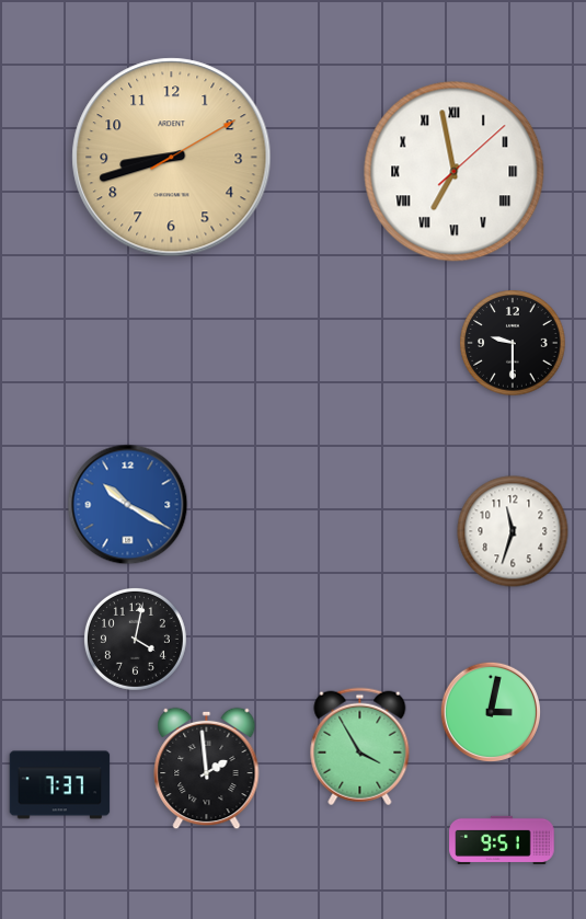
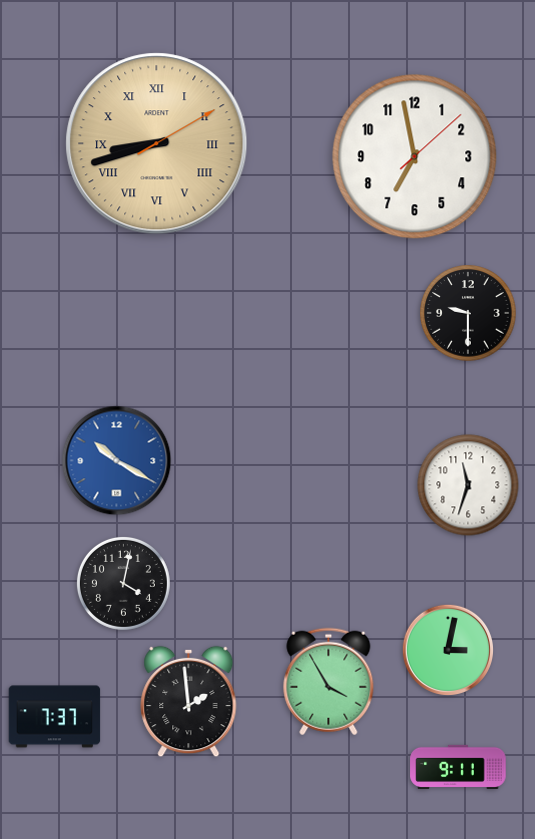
clock at (172, 158) numerals: Arabic -> Roman
clock at (455, 172) numerals: Roman -> Arabic
clock at (502, 840): 9:51 -> 9:11
